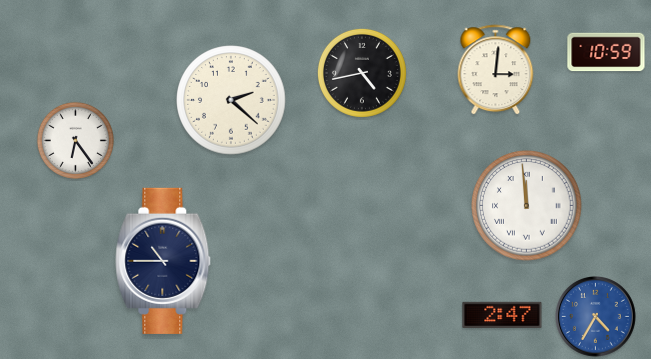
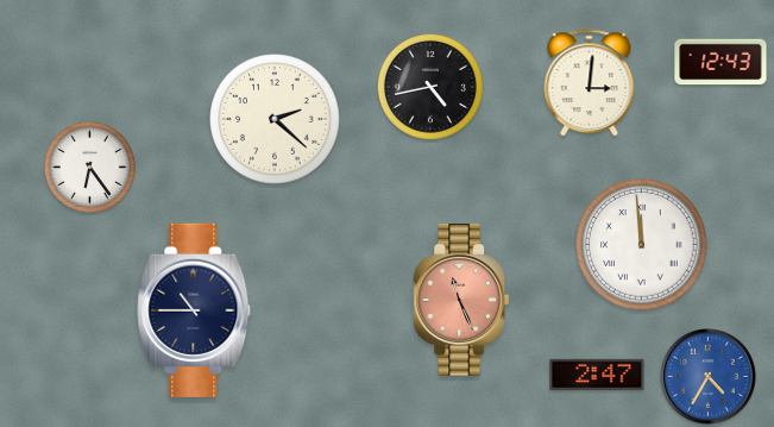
clock at (606, 52): 10:59 -> 12:43
clock at (527, 206) position: (527, 206) -> (642, 245)
clock at (461, 300): none -> 11:26
